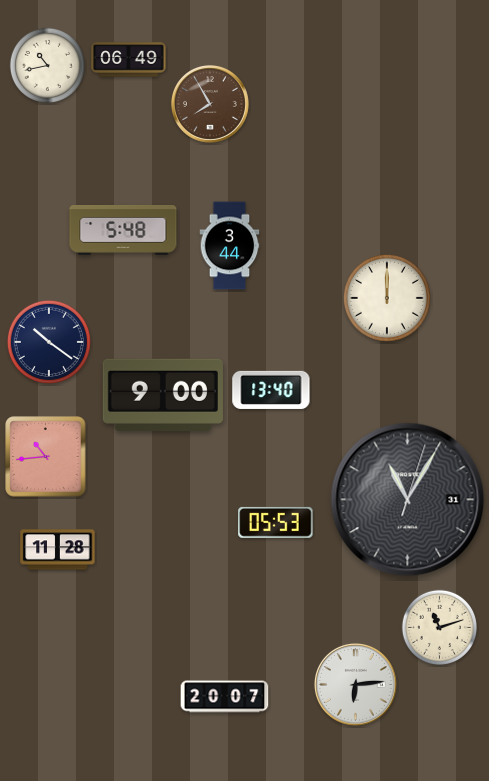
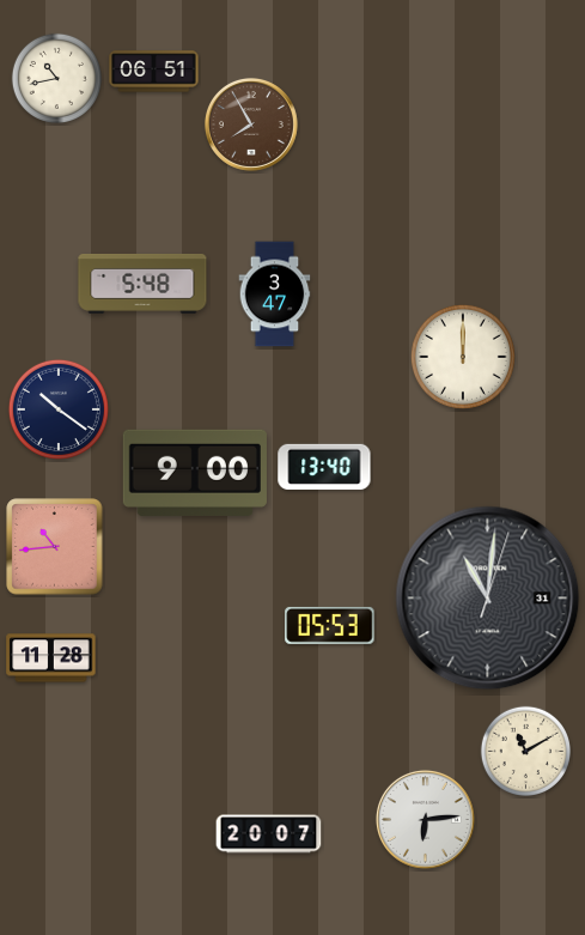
clock at (129, 60): 06:49 -> 06:51
clock at (123, 231) position: (123, 231) -> (142, 285)
clock at (230, 246): 3:44 -> 3:47
clock at (408, 500): 11:05 -> 11:01
clock at (58, 550) position: (58, 550) -> (51, 658)
clock at (439, 627): 11:12 -> 11:10
